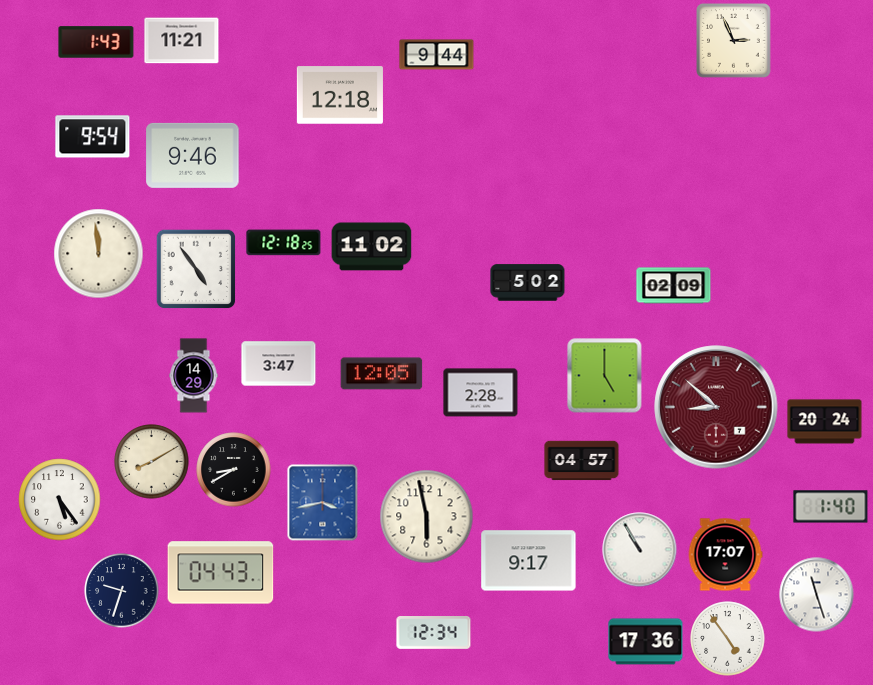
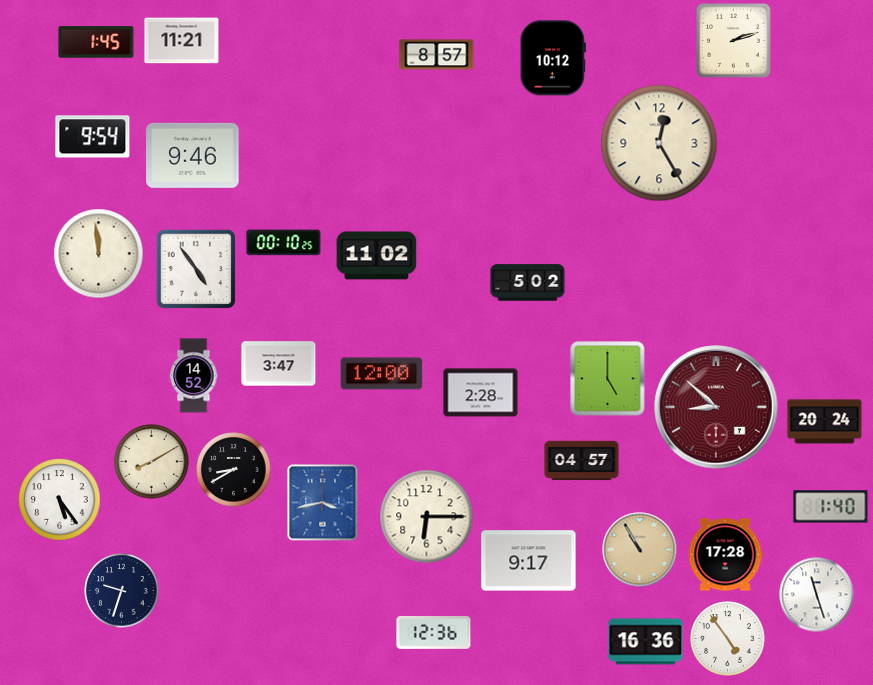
clock at (734, 41): 2:56 -> 2:12
clock at (96, 42): 1:43 -> 1:45
clock at (437, 55): 9:44 -> 8:57
clock at (553, 58): none -> 10:12
clock at (340, 95): 12:18 -> none
clock at (659, 143): none -> 12:25
clock at (284, 243): 12:18 -> 00:10
clock at (372, 247) position: (372, 247) -> (377, 256)
clock at (674, 286): 02:09 -> none
clock at (382, 374): 12:05 -> 12:00
clock at (194, 376): 14:29 -> 14:52
clock at (605, 376) position: (605, 376) -> (608, 379)
clock at (427, 517): 5:58 -> 6:15
clock at (640, 550) dial: white -> champagne
clock at (725, 555): 17:07 -> 17:28
clock at (221, 573): 04:43 -> none
clock at (434, 633): 12:34 -> 12:36
clock at (646, 642): 17:36 -> 16:36
